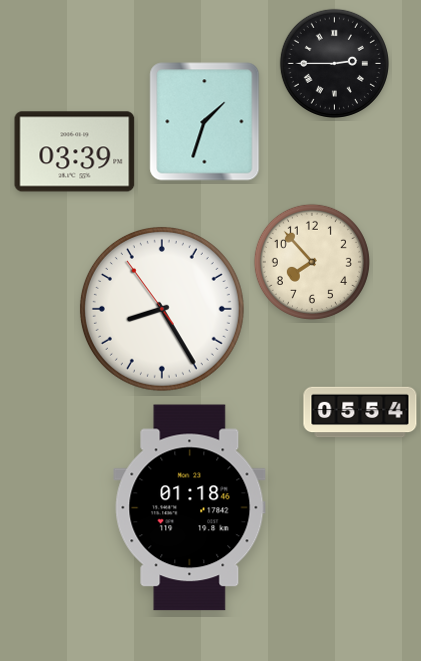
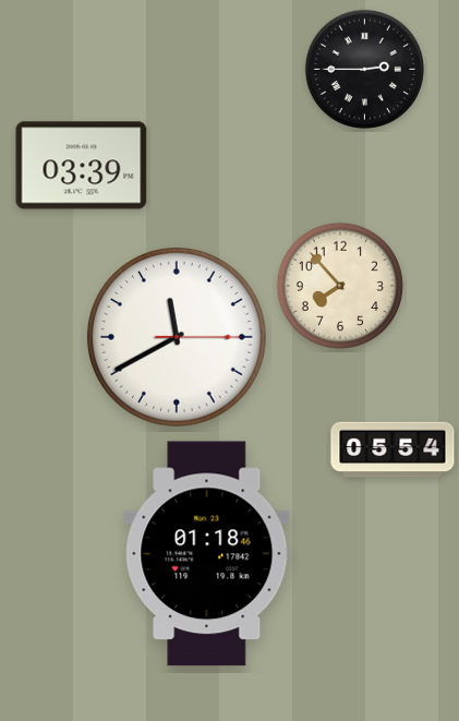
clock at (205, 122): 1:33 -> none
clock at (162, 309): 8:24 -> 11:40
